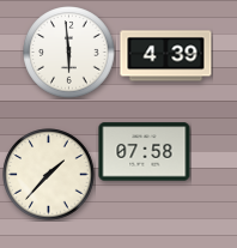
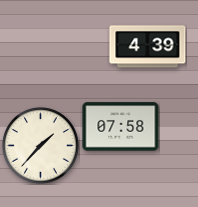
clock at (69, 53): 5:59 -> none
clock at (166, 56) position: (166, 56) -> (148, 47)
